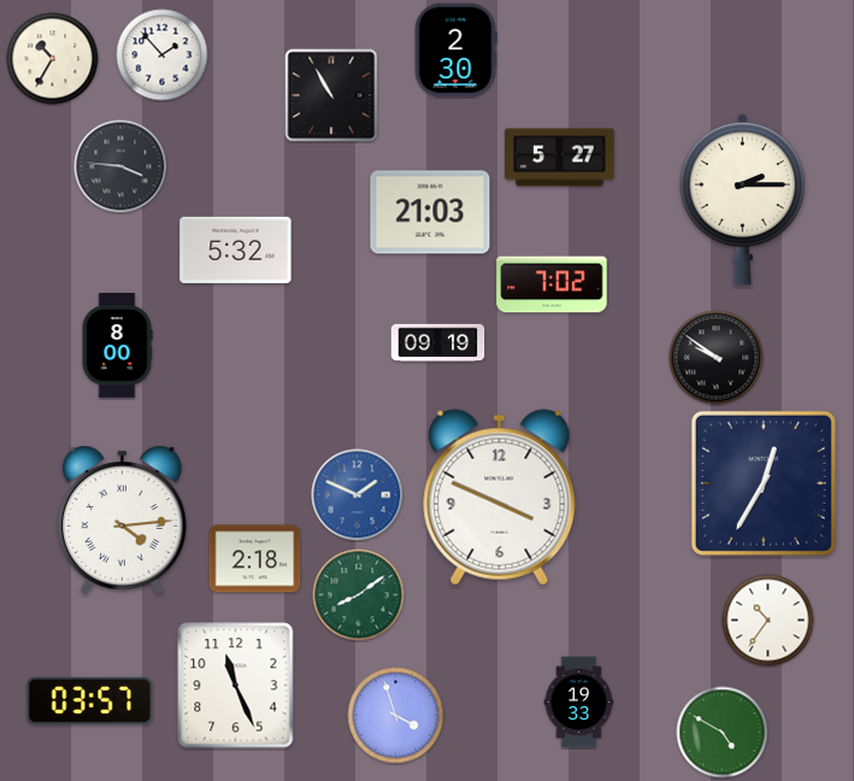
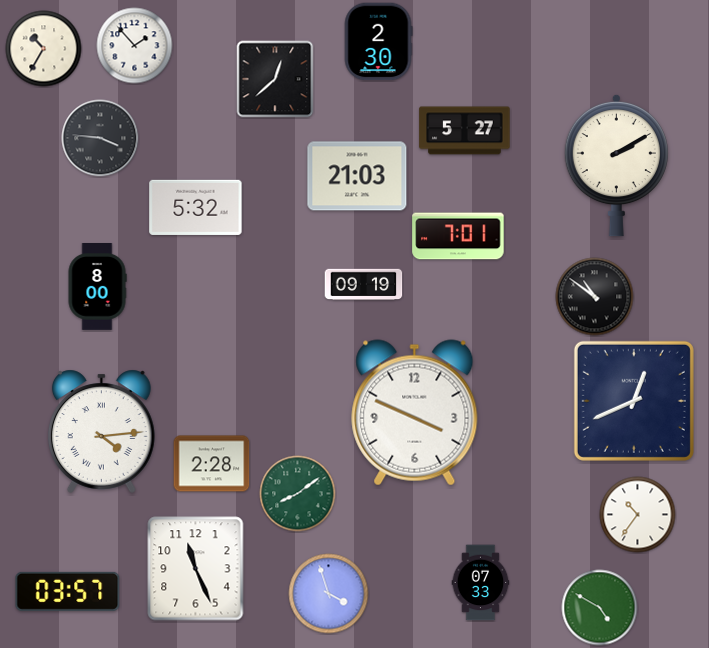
clock at (331, 95): 10:55 -> 12:38
clock at (742, 199): 2:15 -> 2:10
clock at (552, 284): 7:02 -> 7:01
clock at (717, 358): 9:51 -> 10:51
clock at (764, 483): 12:35 -> 12:41
clock at (358, 495): 1:49 -> none
clock at (255, 559): 2:18 -> 2:28
clock at (90, 700) position: (90, 700) -> (68, 591)
clock at (579, 703): 19:33 -> 07:33
